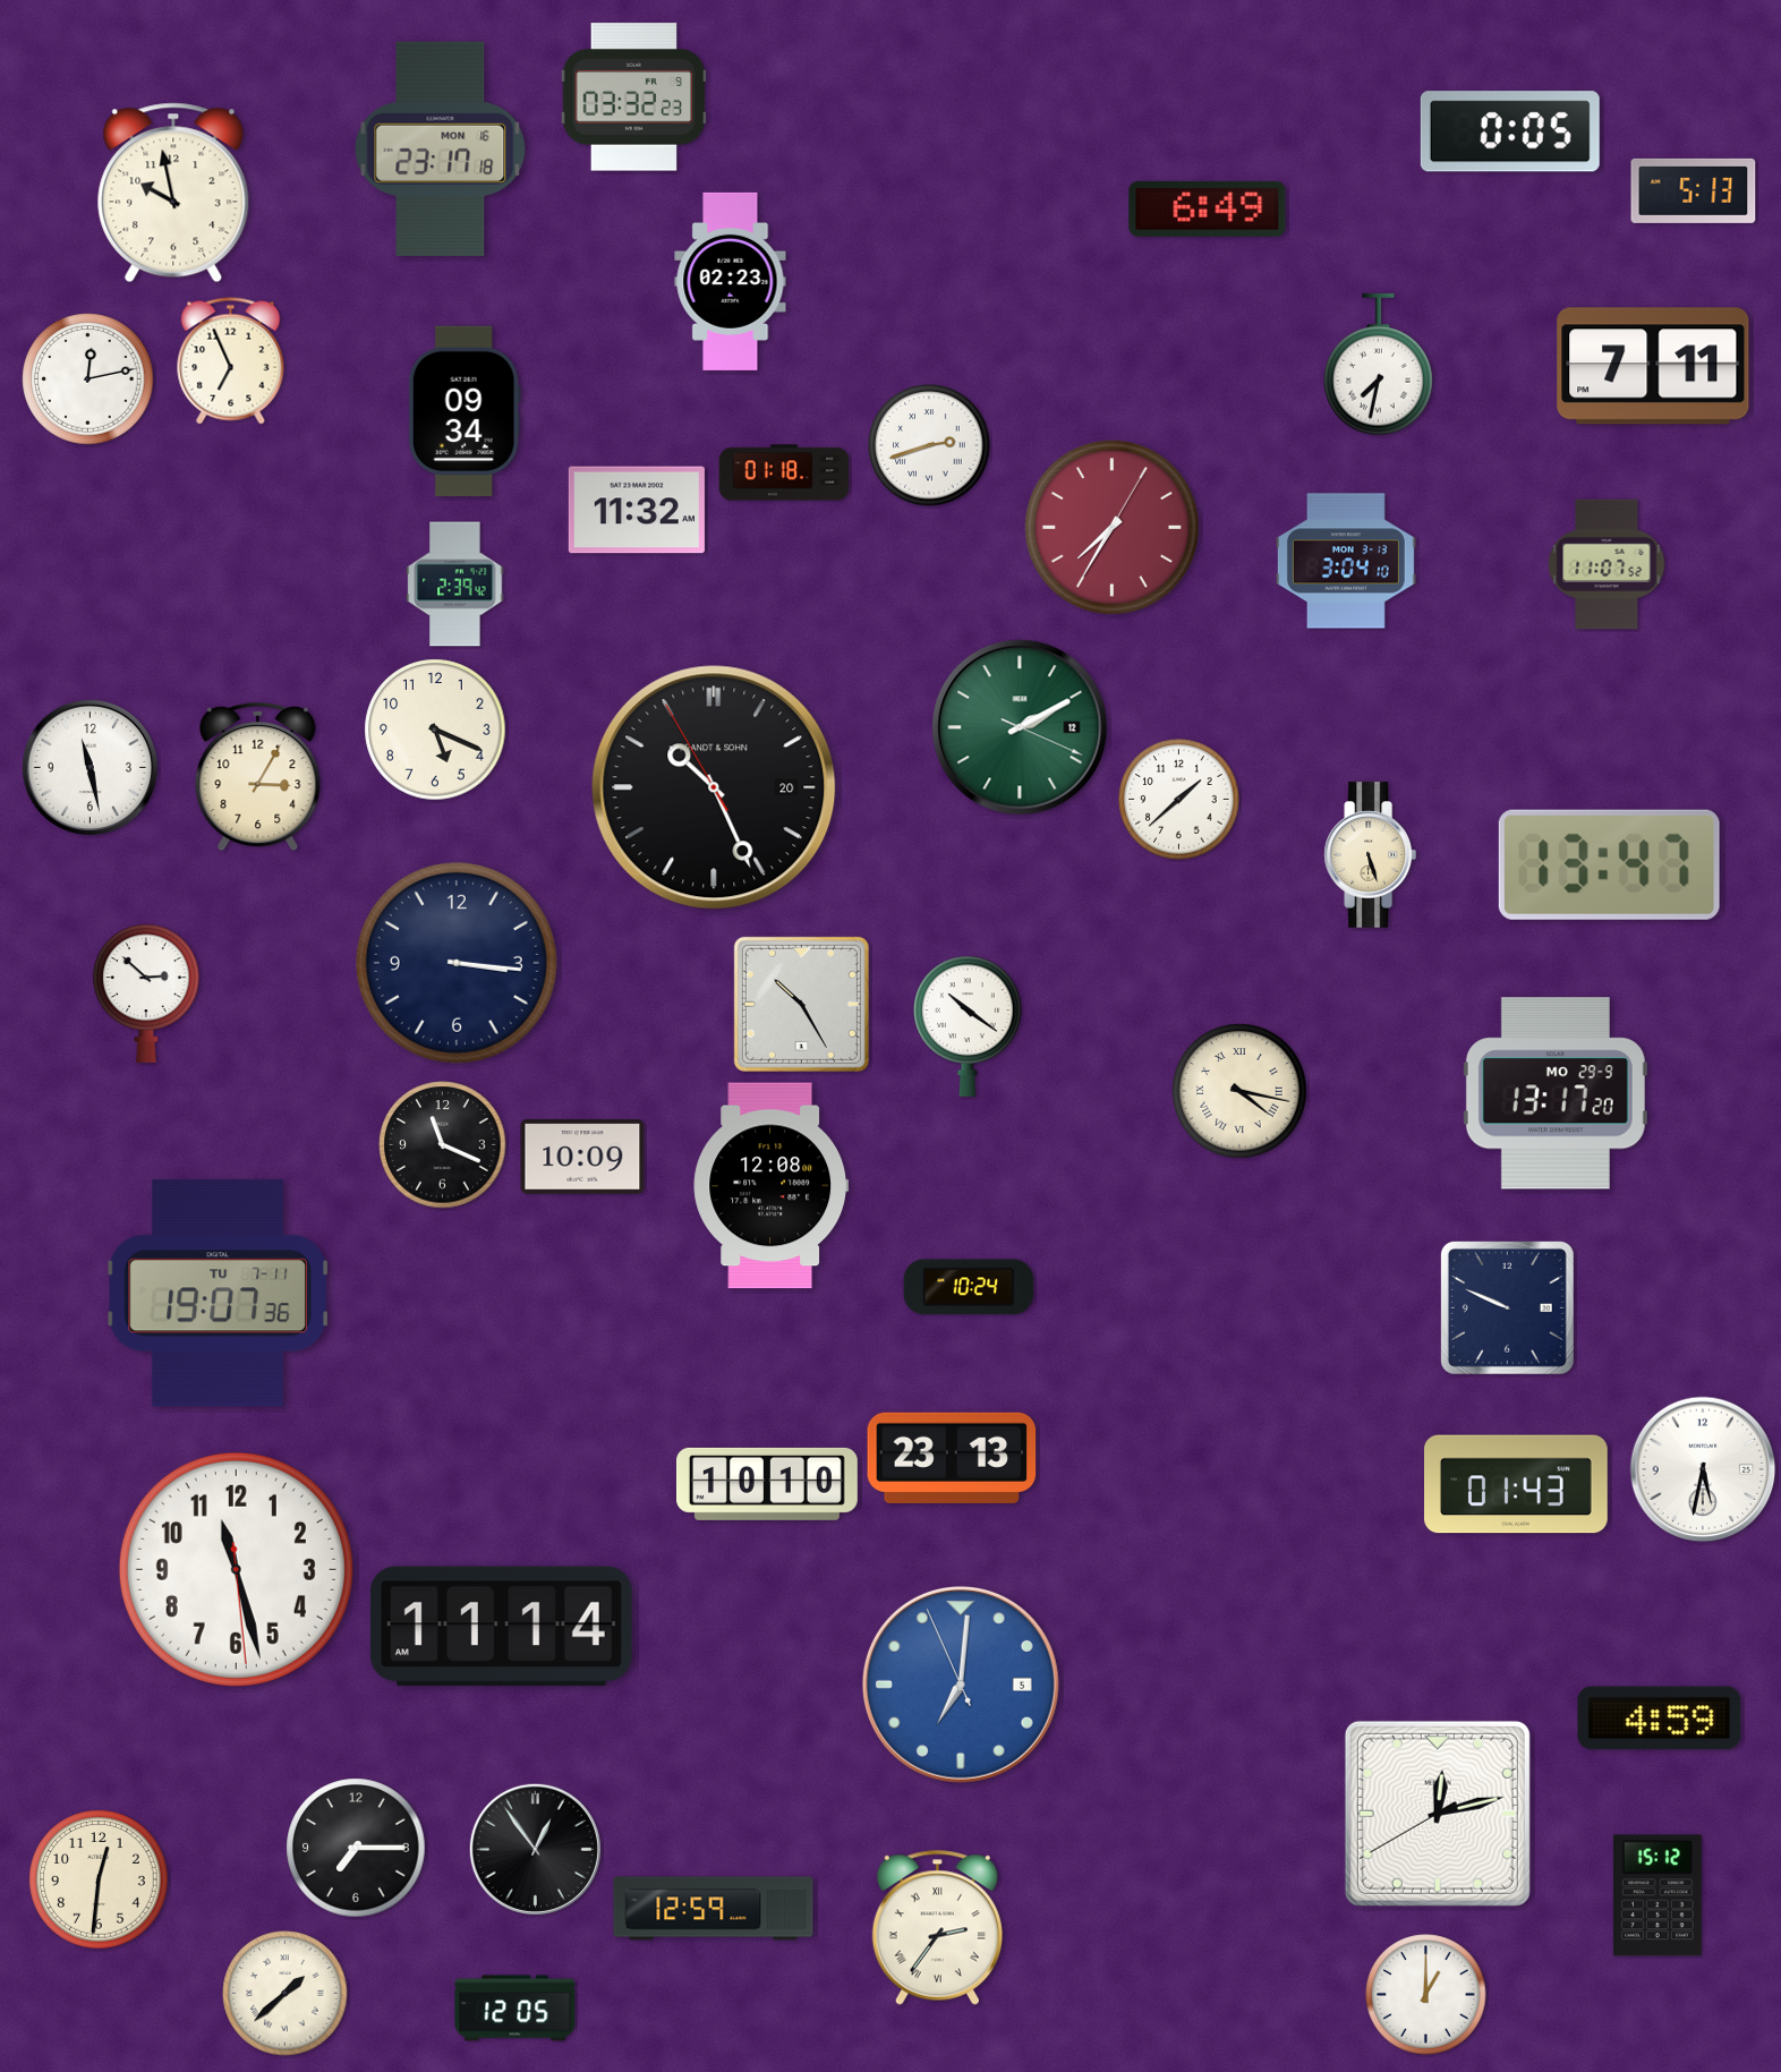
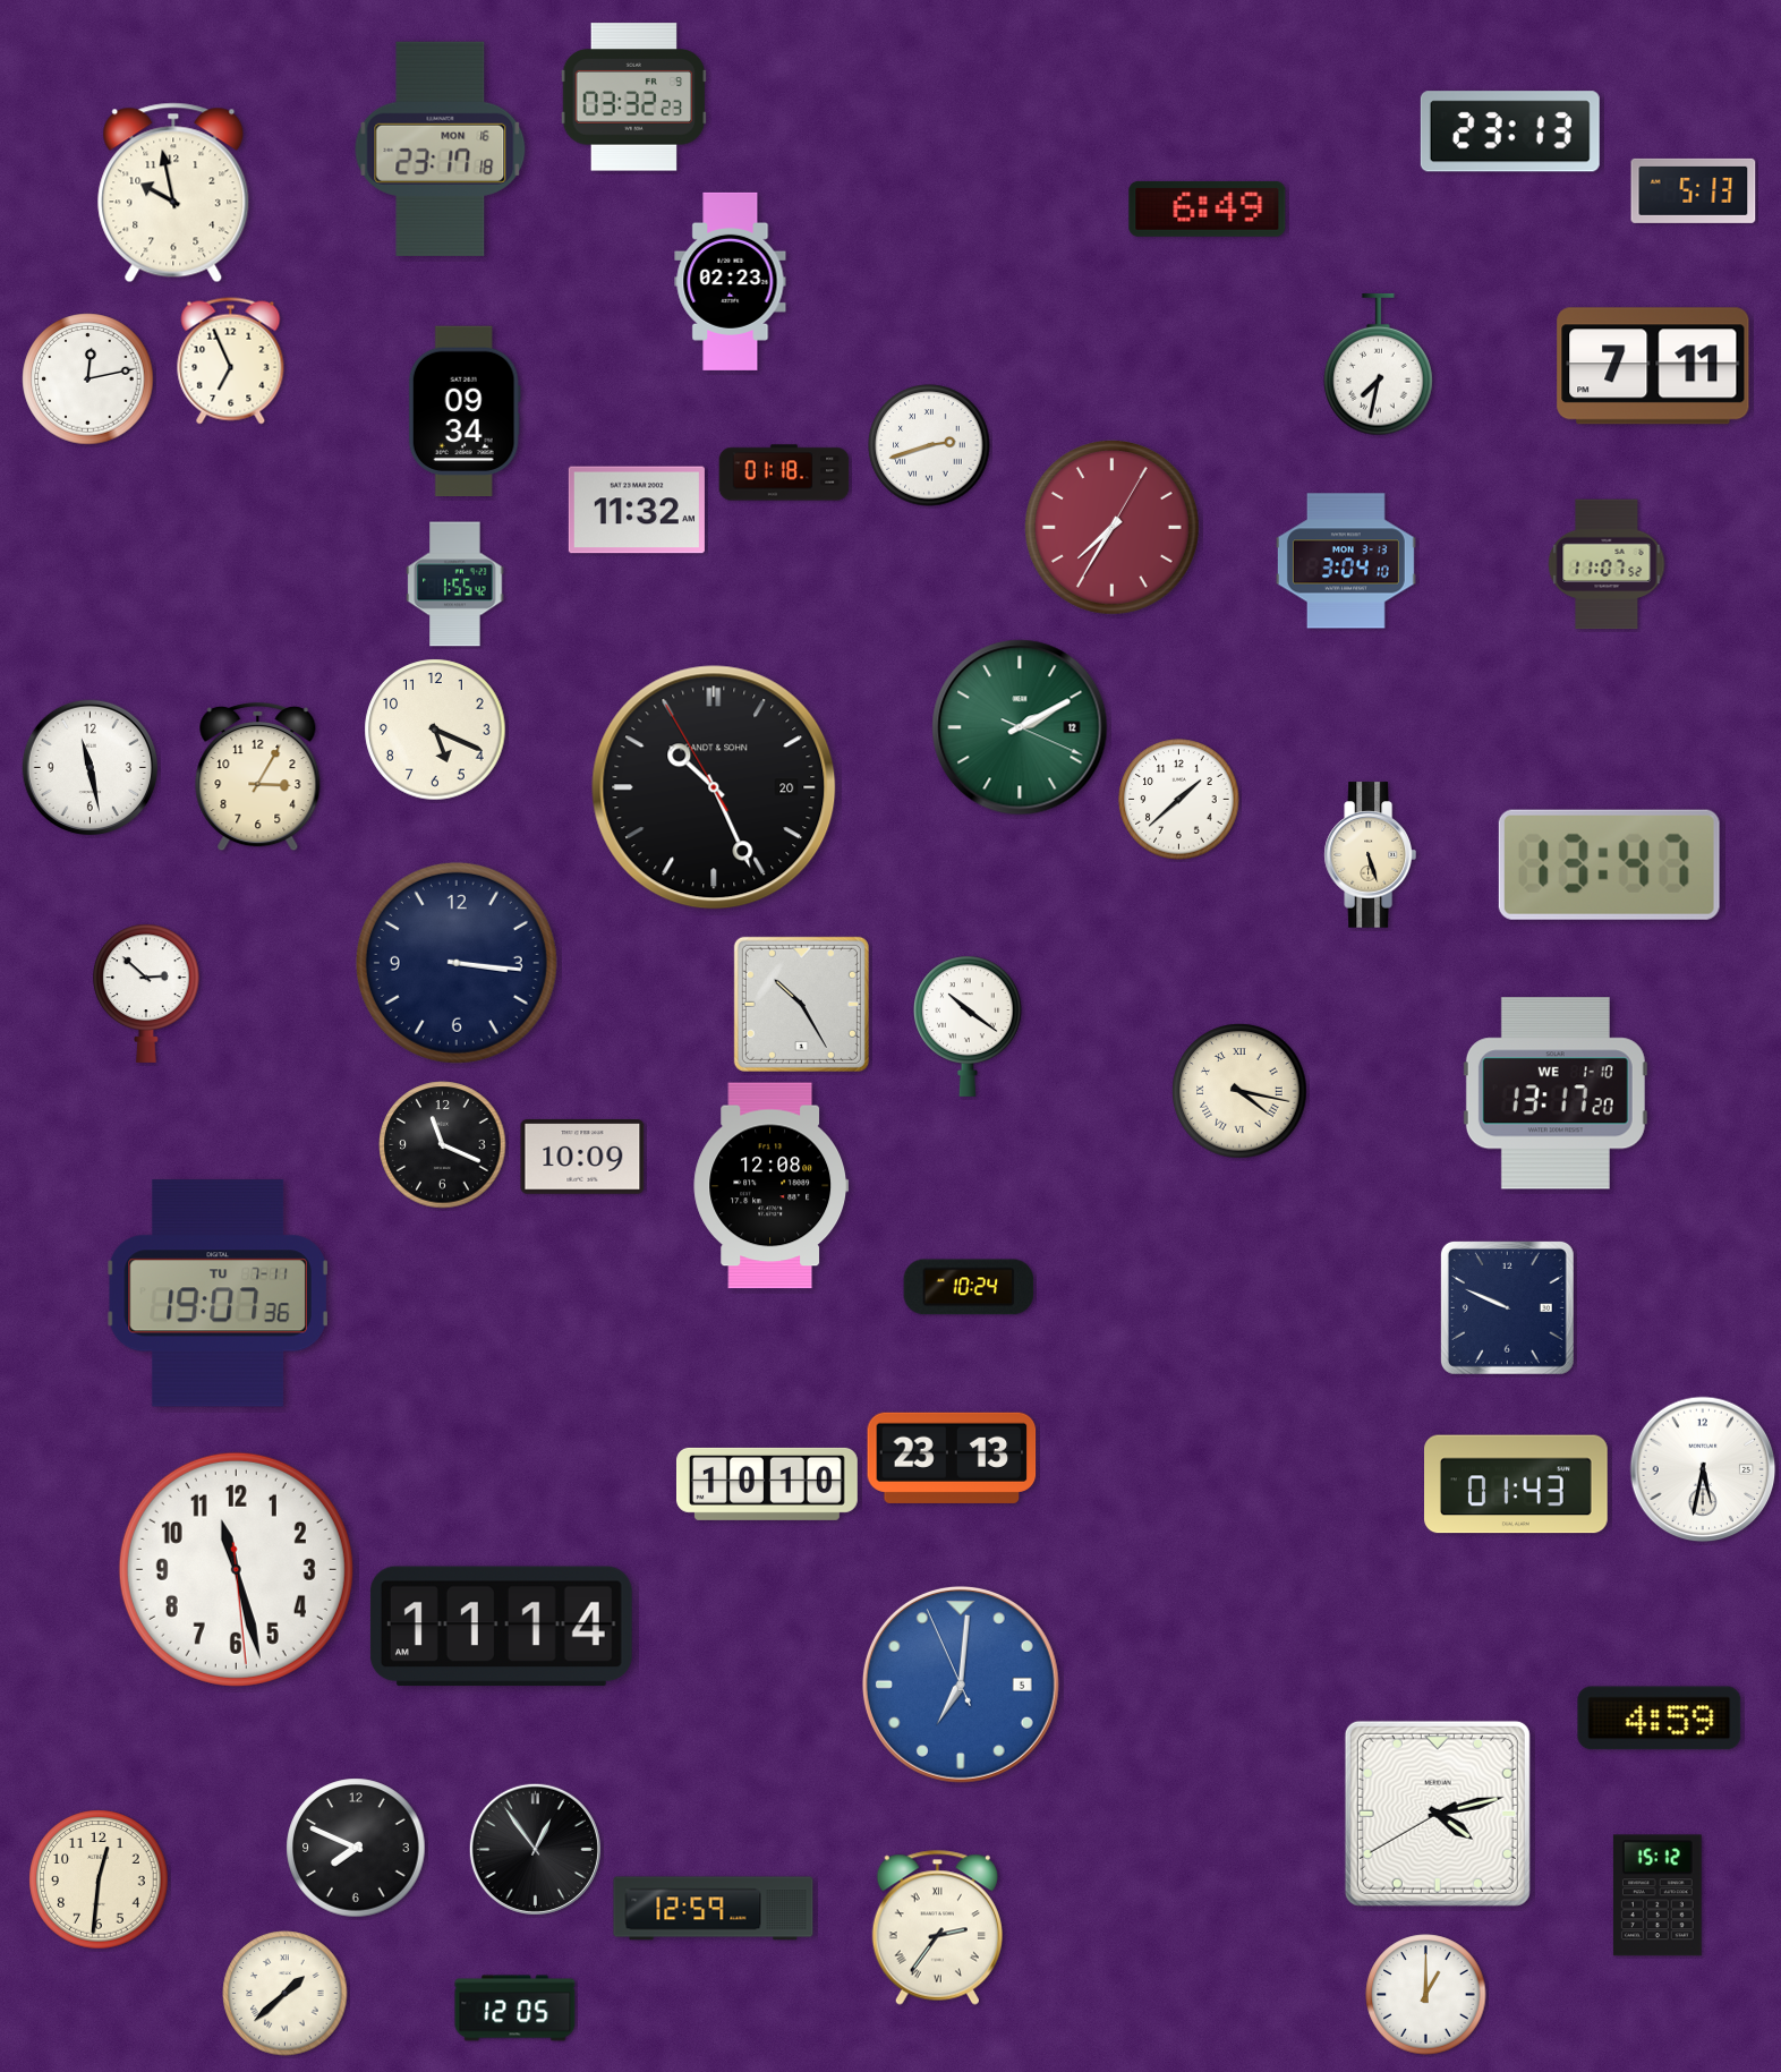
clock at (1510, 131): 0:05 -> 23:13
clock at (455, 585): 2:39 -> 1:55
clock at (1556, 1093) date: MO 29-9 -> WE 1-10
clock at (1438, 1814): 12:12 -> 4:12
clock at (356, 1848): 7:15 -> 7:49
